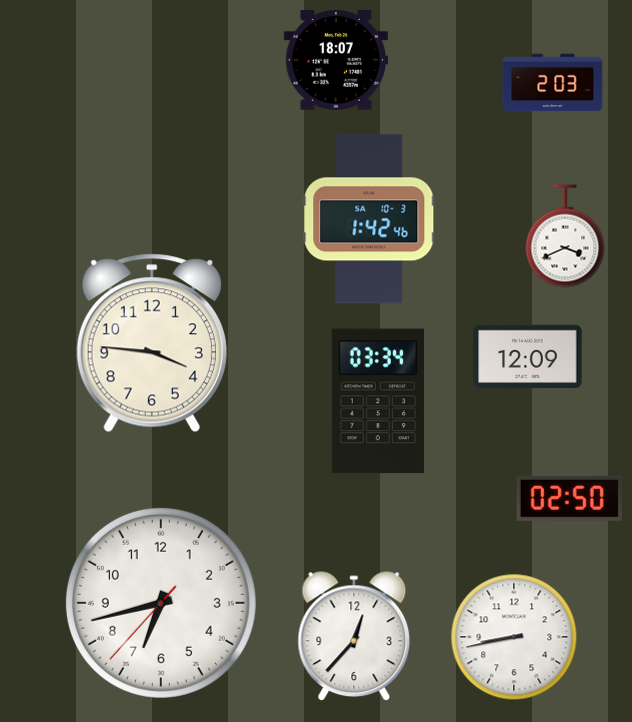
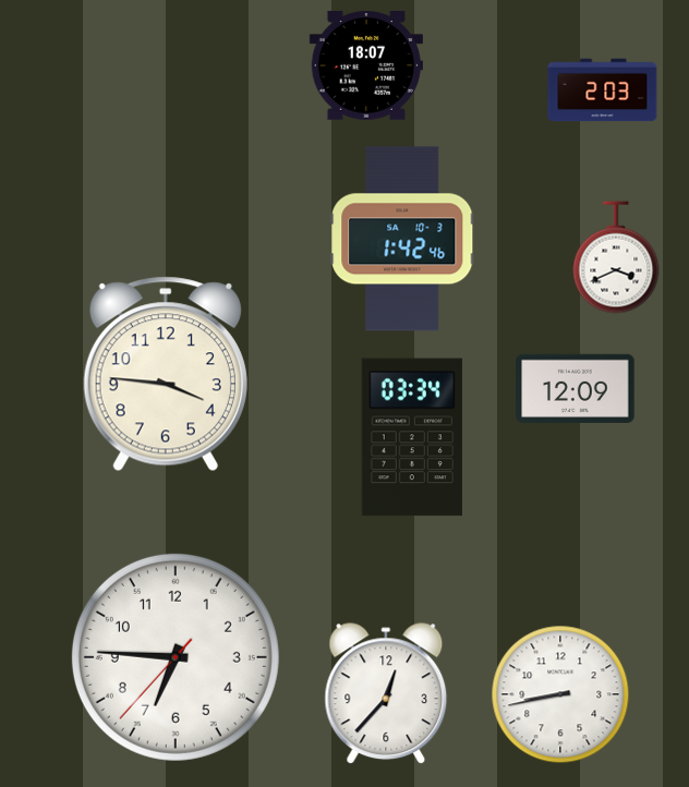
clock at (569, 498): 02:50 -> none
clock at (161, 603): 6:42 -> 6:45
